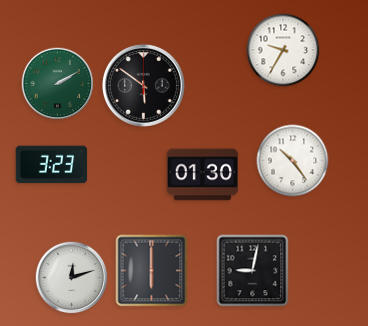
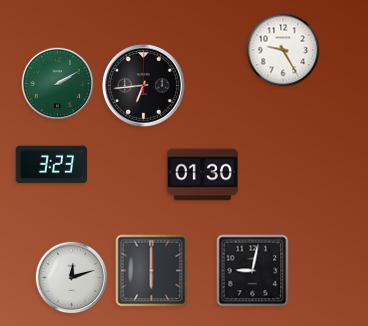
clock at (283, 50): 9:35 -> 9:25
clock at (143, 85): 5:51 -> 6:44
clock at (293, 161): 10:24 -> none
